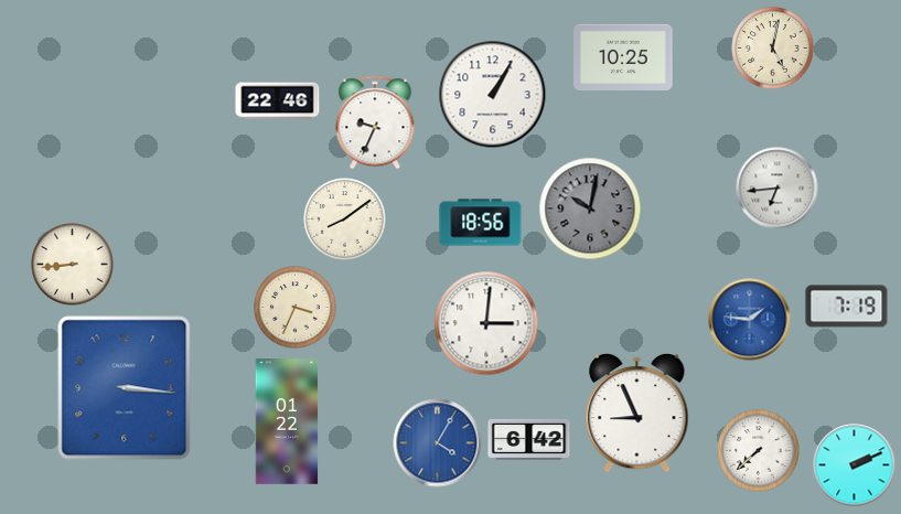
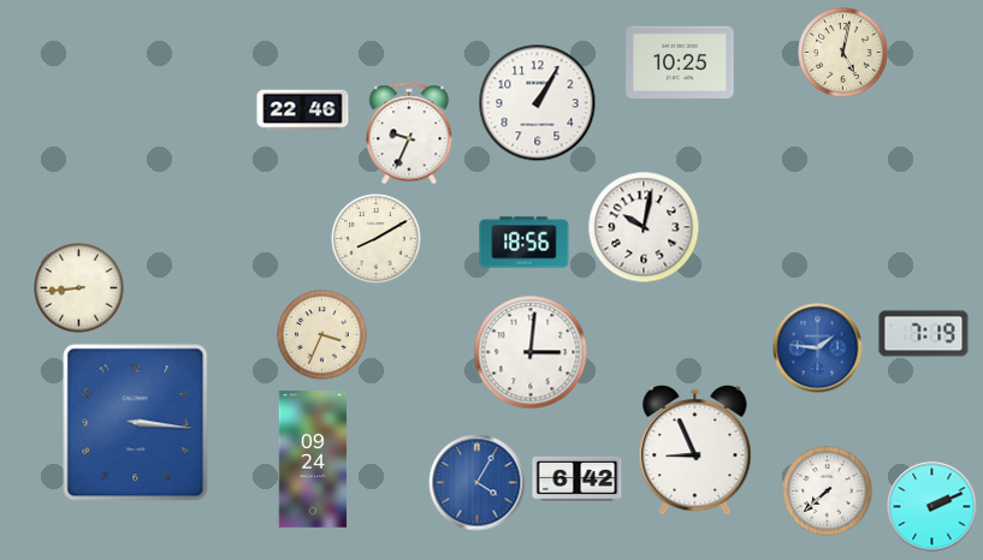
clock at (777, 189): 6:44 -> none
clock at (590, 208) dial: grey -> white
clock at (345, 219): 8:09 -> 8:10
clock at (287, 421): 01:22 -> 09:24
